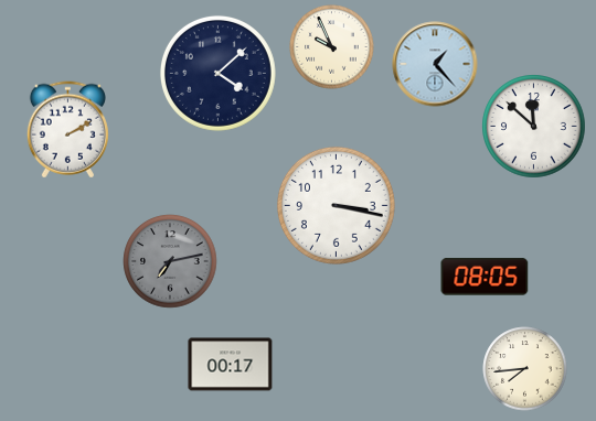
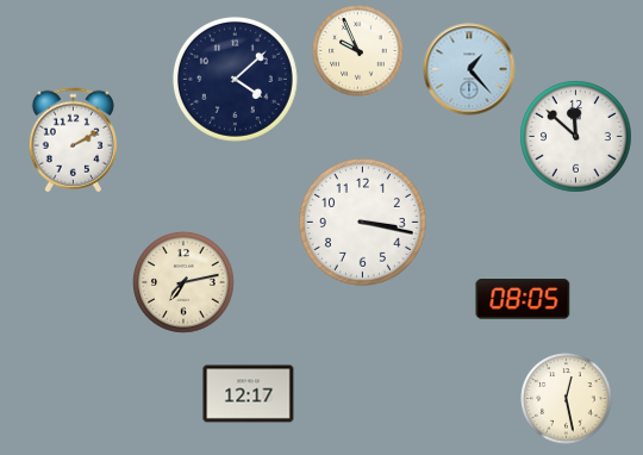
clock at (170, 261) dial: grey -> cream
clock at (231, 365): 00:17 -> 12:17
clock at (525, 369): 7:44 -> 12:28
